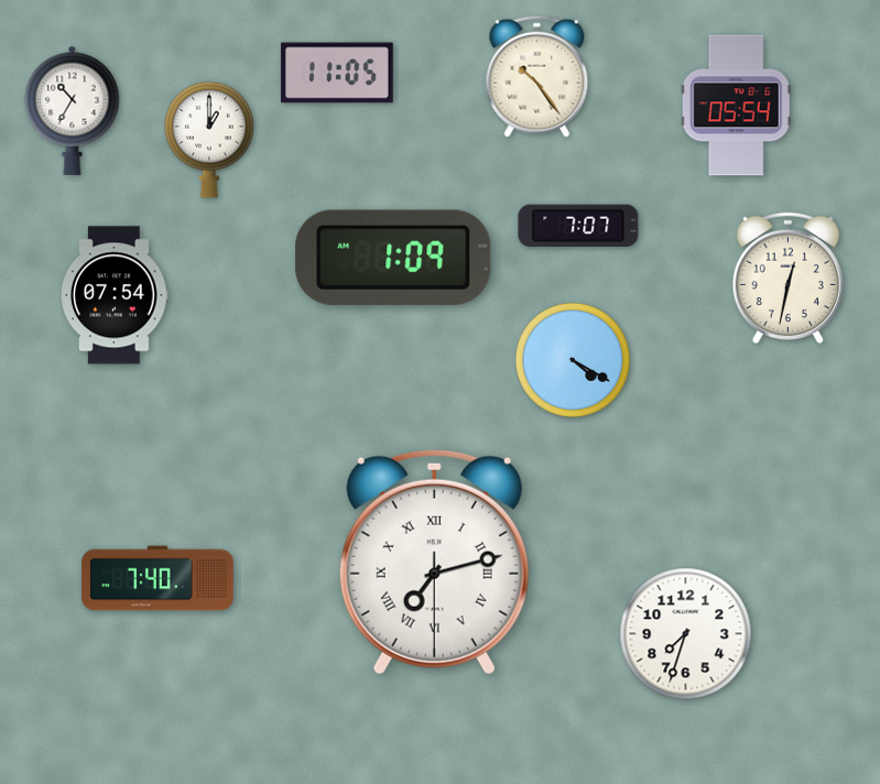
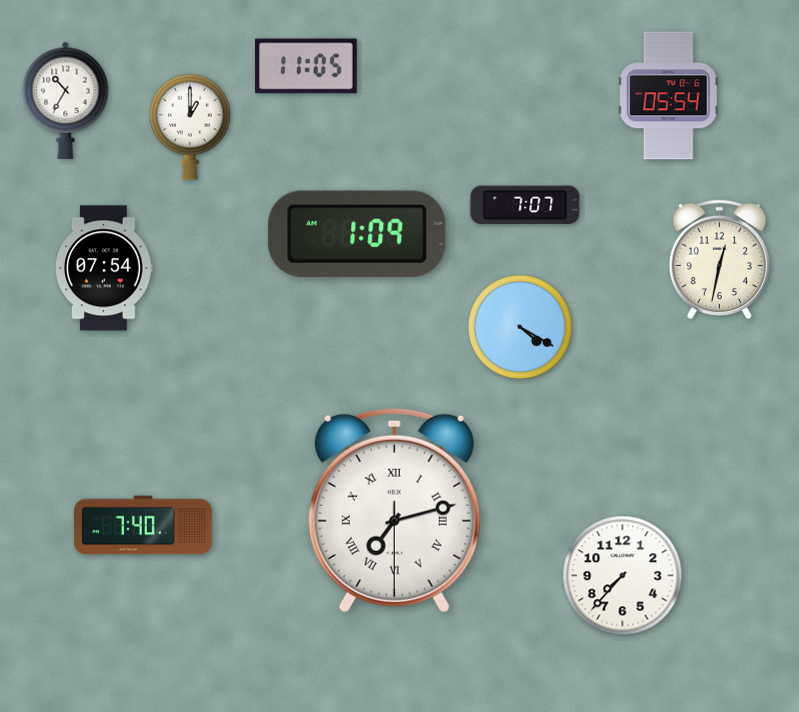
clock at (537, 76): 10:24 -> none
clock at (787, 279) position: (787, 279) -> (719, 260)
clock at (686, 634): 7:33 -> 7:37
